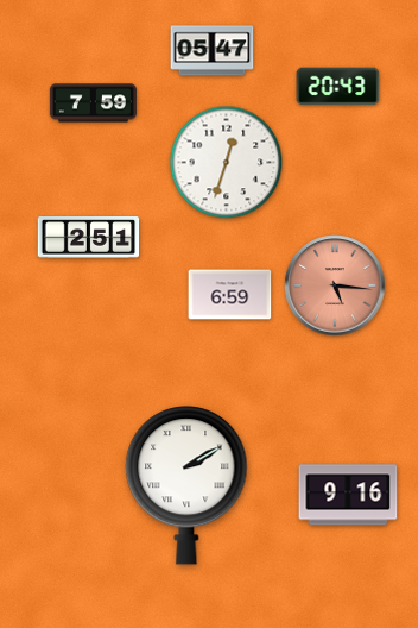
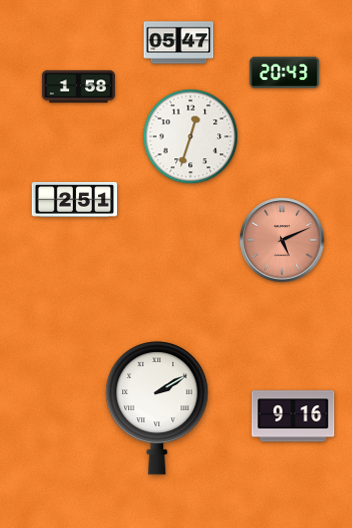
clock at (93, 103): 7:59 -> 1:58
clock at (335, 285): 5:16 -> 5:11
clock at (230, 295): 6:59 -> none
